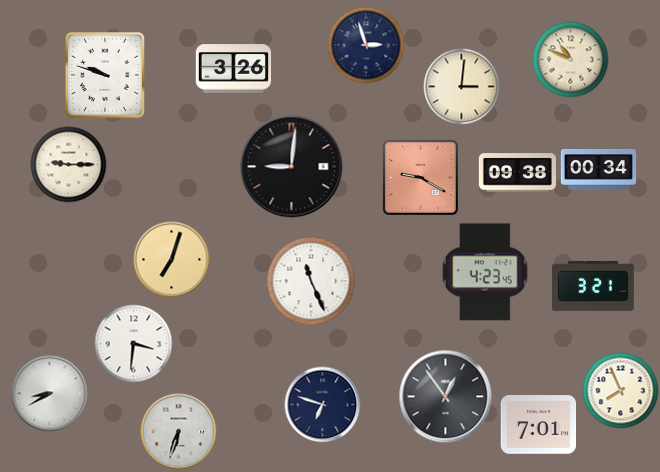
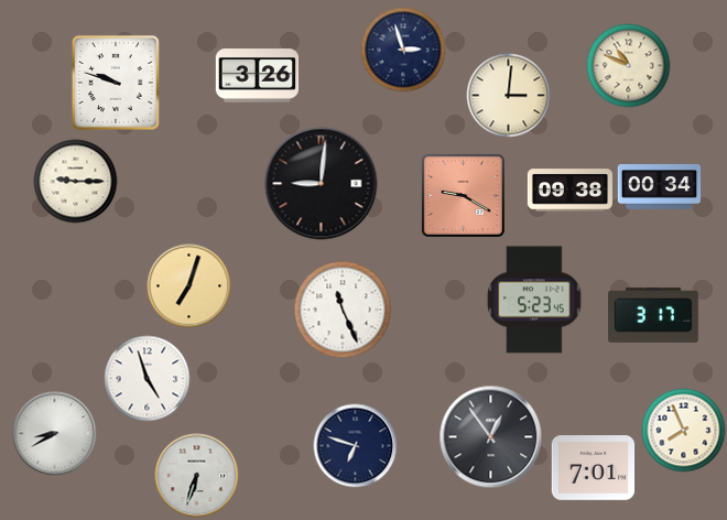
clock at (485, 272): 4:23 -> 5:23
clock at (594, 286): 3:21 -> 3:17
clock at (134, 344): 3:31 -> 4:57
